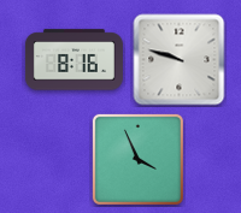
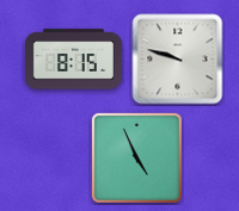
clock at (74, 60): 8:16 -> 8:15
clock at (137, 159): 3:56 -> 4:56
